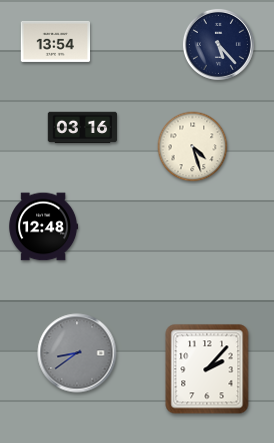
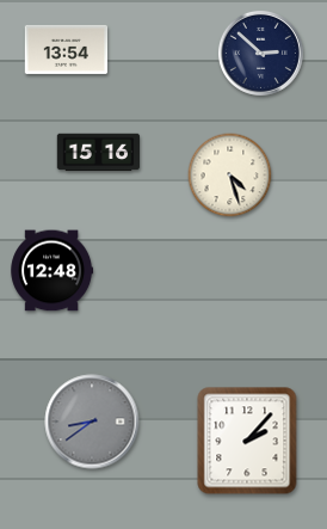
clock at (218, 44): 5:23 -> 2:52
clock at (83, 128): 03:16 -> 15:16
